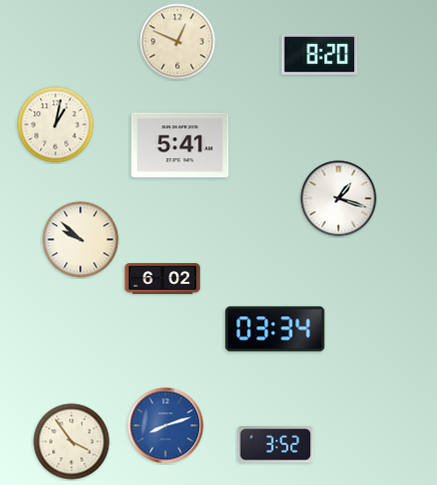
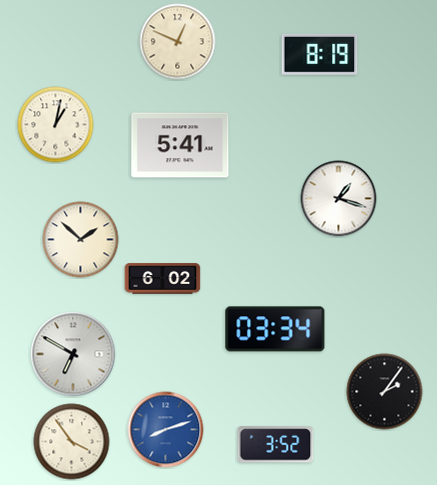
clock at (320, 54): 8:20 -> 8:19
clock at (81, 240): 9:52 -> 1:52
clock at (73, 354): none -> 6:50
clock at (385, 392): none -> 2:06
clock at (166, 426) position: (166, 426) -> (166, 430)
